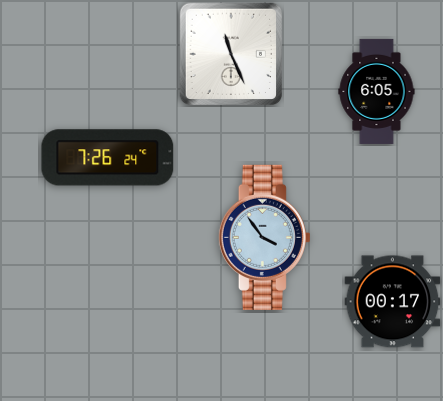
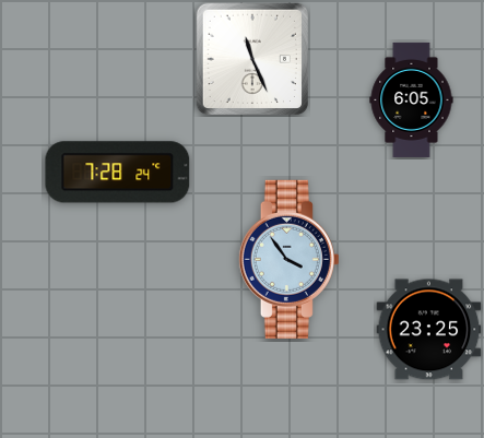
clock at (108, 158): 7:26 -> 7:28
clock at (393, 302): 00:17 -> 23:25
